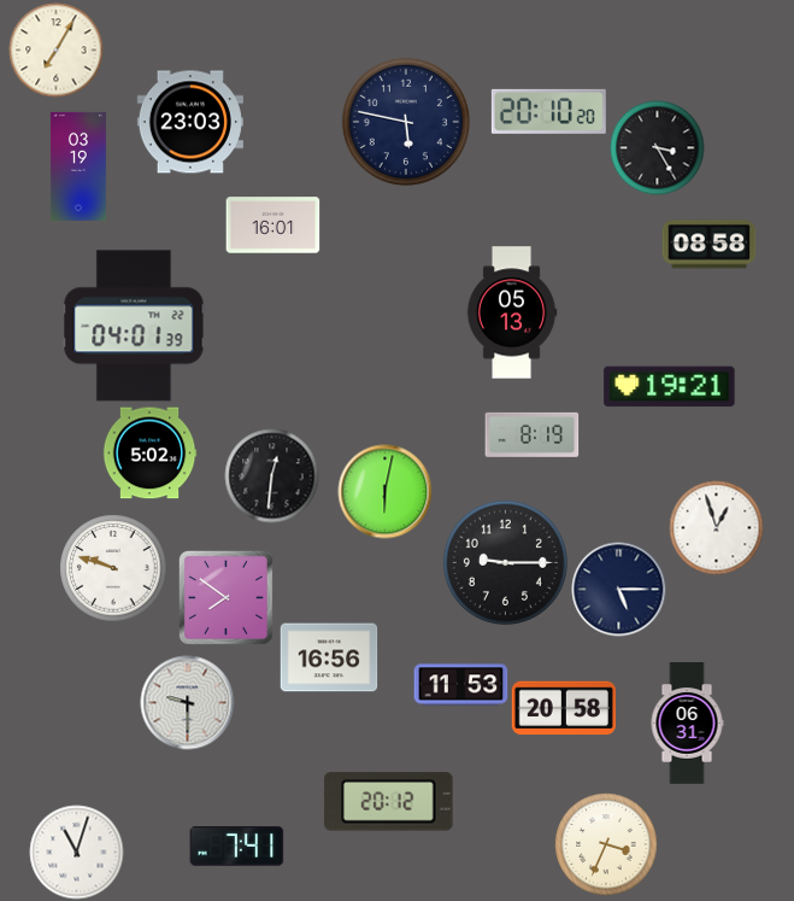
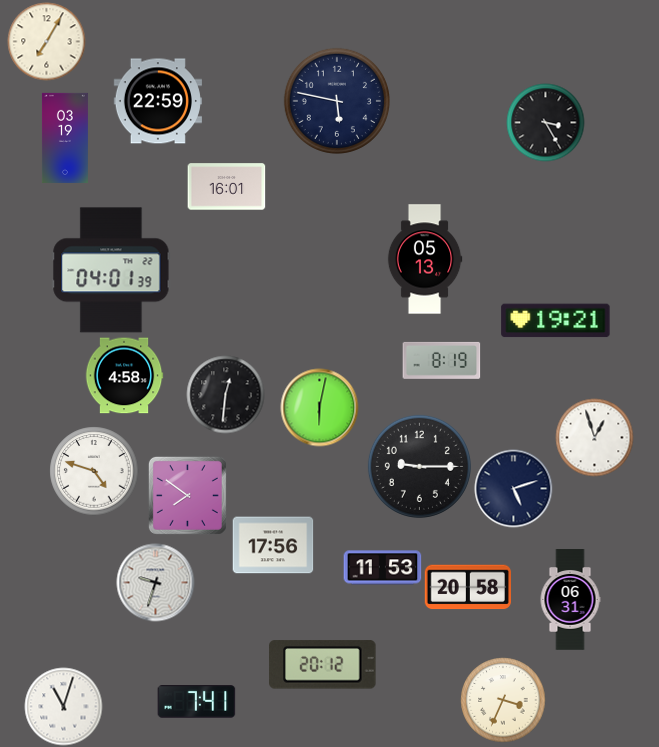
clock at (548, 111): 20:10 -> none
clock at (190, 122): 23:03 -> 22:59
clock at (708, 245): 08:58 -> none
clock at (149, 454): 5:02 -> 4:58
clock at (113, 568): 9:48 -> 4:48
clock at (618, 589): 5:15 -> 5:12
clock at (329, 657): 16:56 -> 17:56
clock at (187, 702): 9:30 -> 9:33
